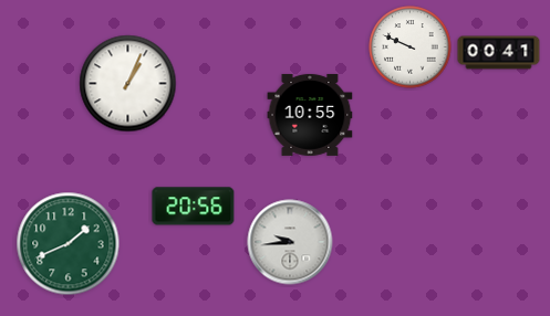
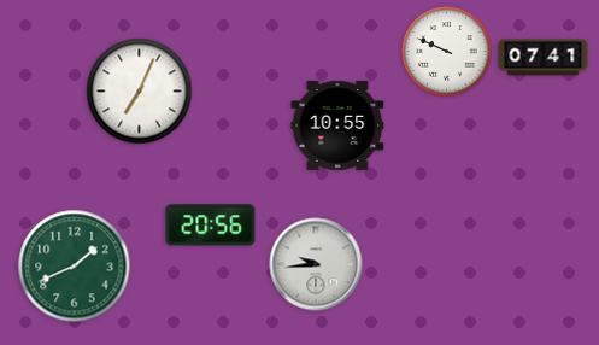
clock at (499, 53): 00:41 -> 07:41
clock at (128, 84): 1:04 -> 7:04
